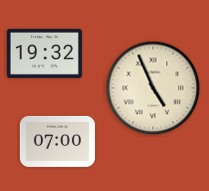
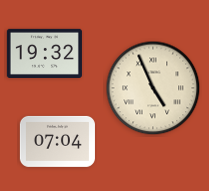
clock at (57, 141): 07:00 -> 07:04
